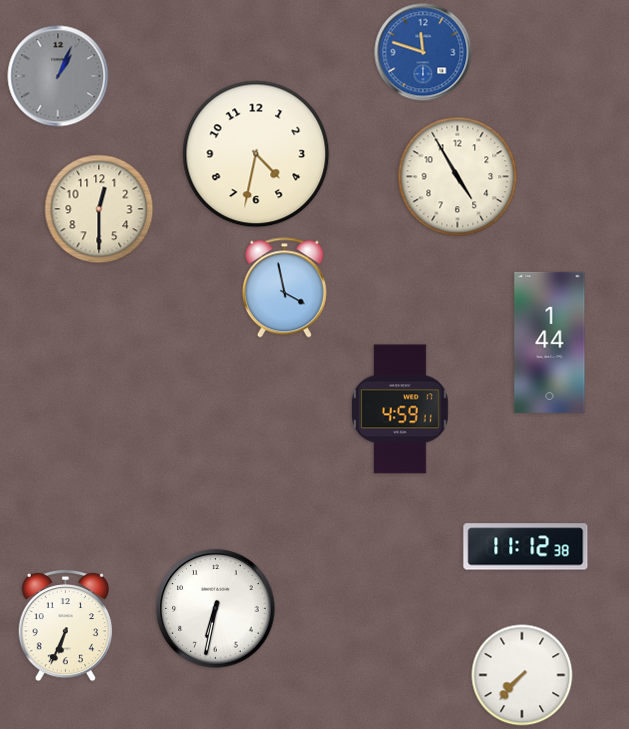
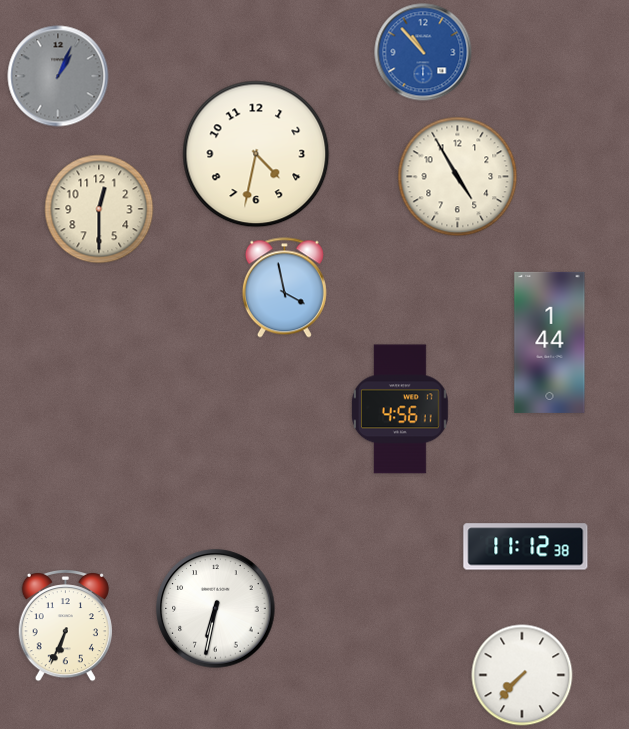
clock at (423, 52): 11:48 -> 10:53
clock at (400, 409): 4:59 -> 4:56
